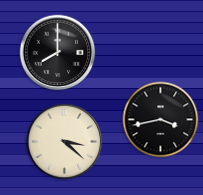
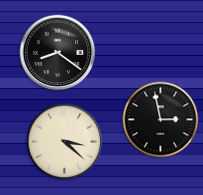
clock at (58, 53): 8:00 -> 8:21
clock at (161, 120): 3:43 -> 2:58
